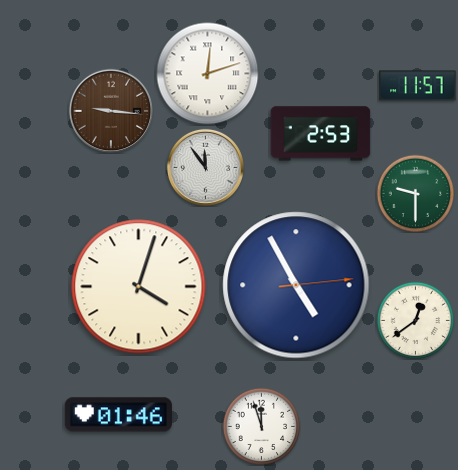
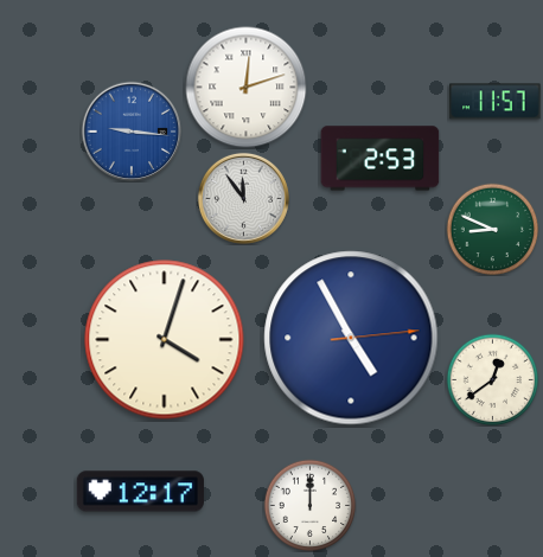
clock at (111, 111) dial: brown -> blue
clock at (415, 193): 9:30 -> 8:49
clock at (118, 415): 01:46 -> 12:17
clock at (261, 426): 11:57 -> 12:00
